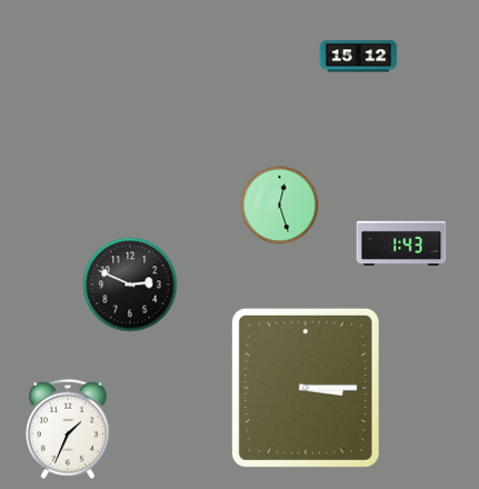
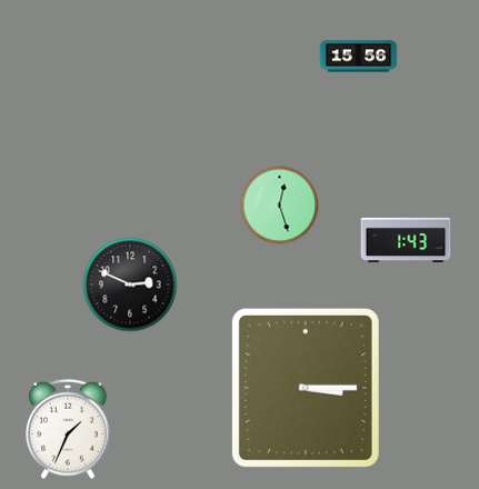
clock at (359, 57): 15:12 -> 15:56
clock at (401, 242) position: (401, 242) -> (406, 239)
